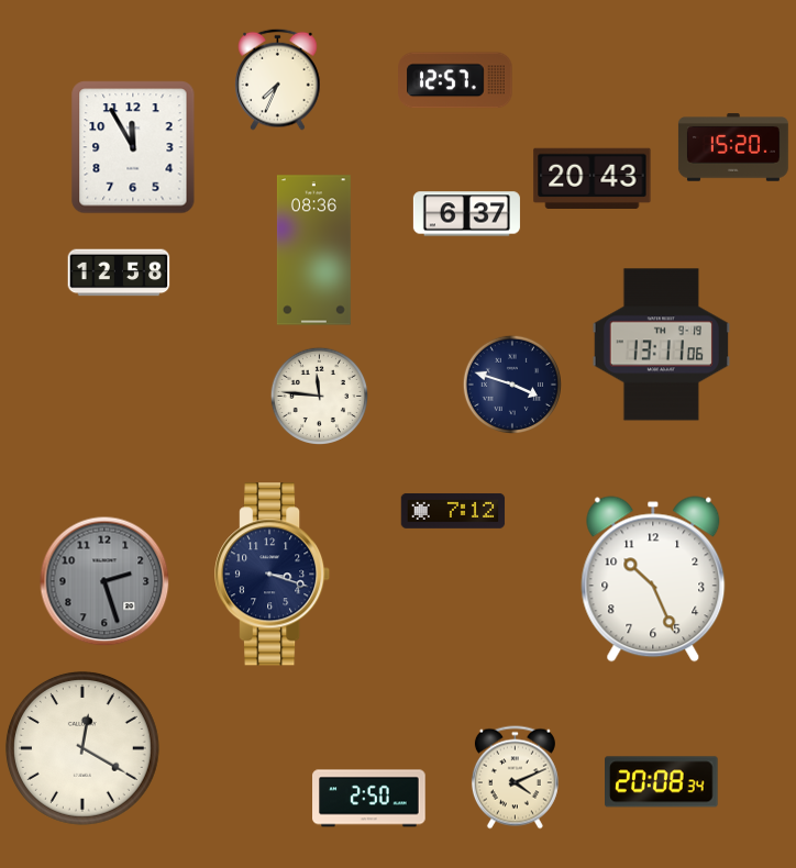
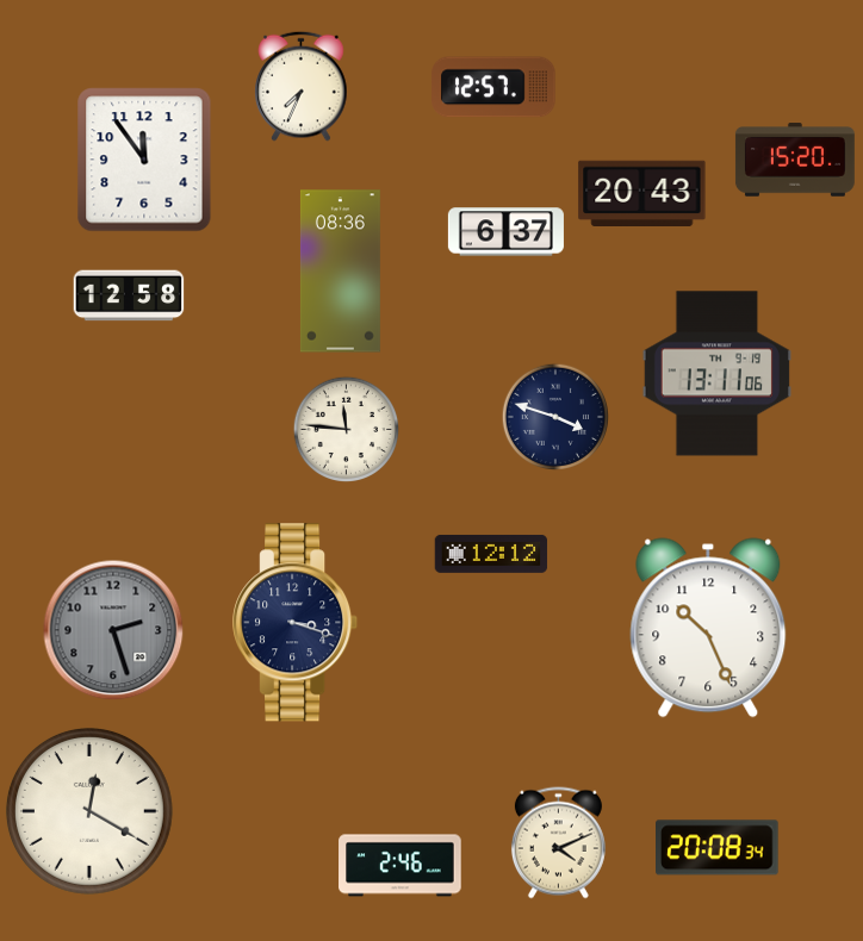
clock at (133, 147): 11:55 -> 11:54
clock at (453, 511): 7:12 -> 12:12
clock at (369, 799): 2:50 -> 2:46
